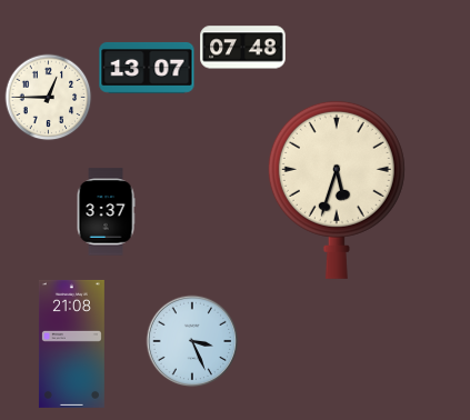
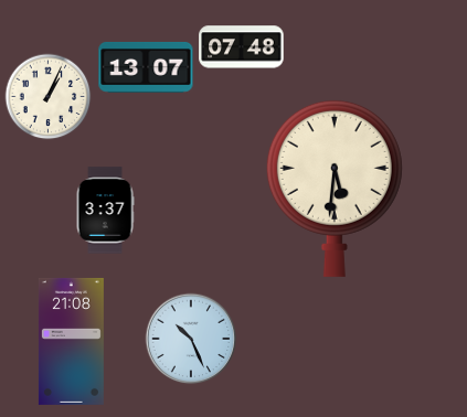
clock at (48, 97): 12:45 -> 1:04
clock at (337, 189): 5:33 -> 5:31
clock at (192, 341): 3:26 -> 10:26
